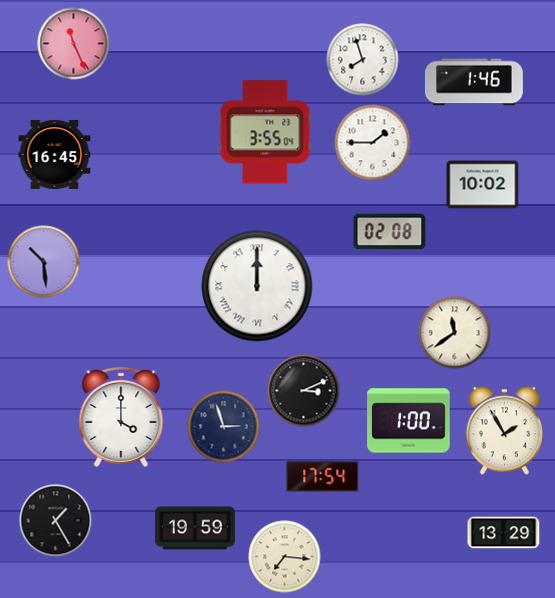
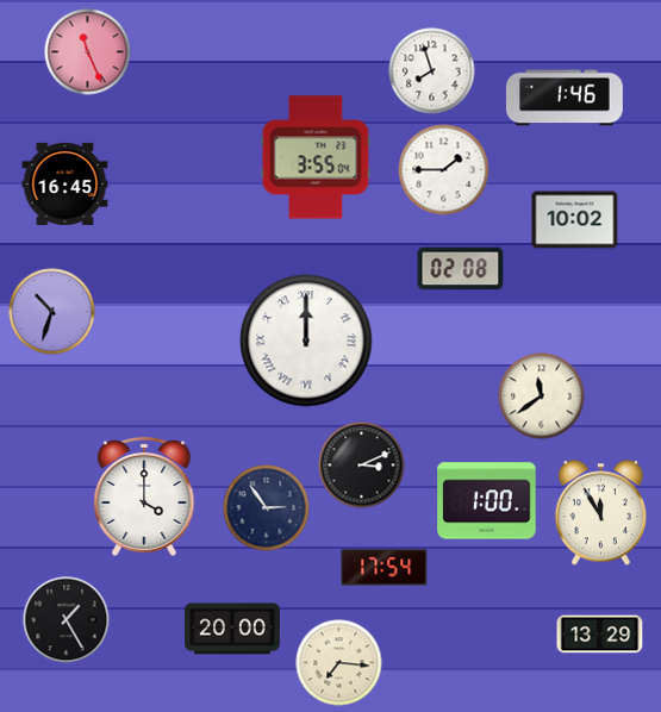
clock at (390, 232) position: (390, 232) -> (461, 269)
clock at (44, 262): 10:29 -> 10:33
clock at (224, 427): 2:57 -> 2:54
clock at (504, 431): 1:55 -> 11:55
clock at (195, 528): 19:59 -> 20:00
